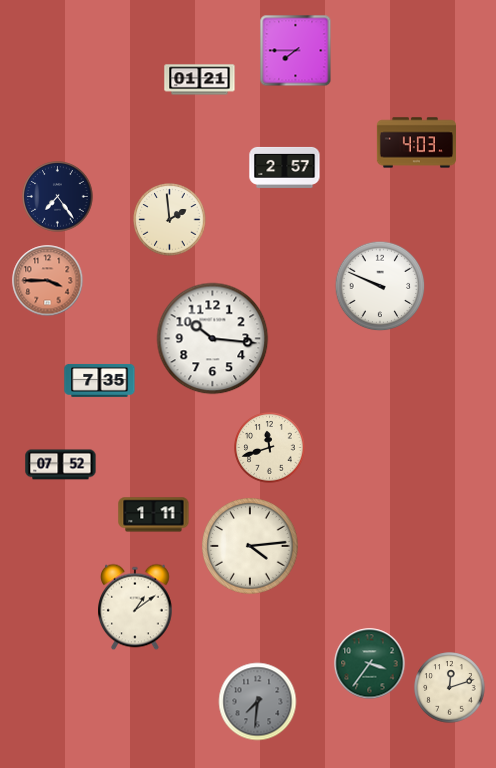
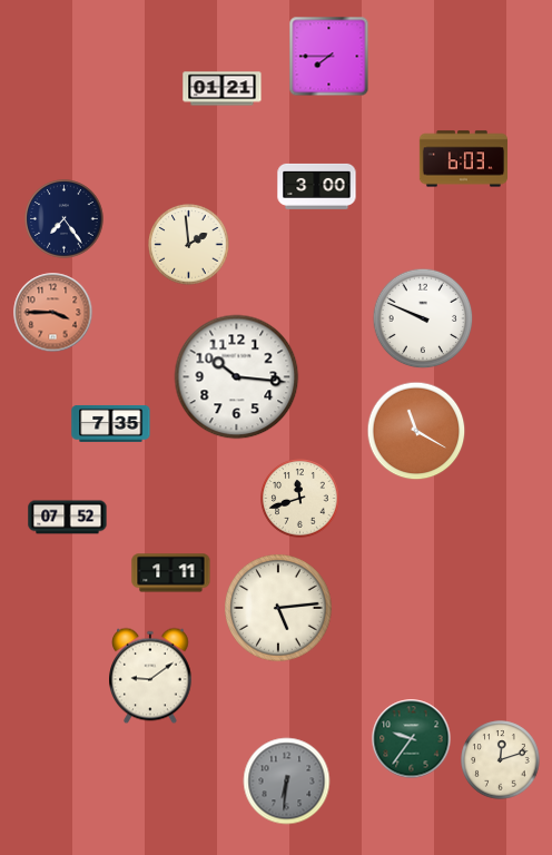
clock at (416, 143): 4:03 -> 6:03
clock at (285, 167): 2:57 -> 3:00
clock at (416, 431): none -> 11:20
clock at (251, 547): 4:14 -> 5:14
clock at (136, 607): 1:09 -> 9:09
clock at (370, 664): 3:36 -> 9:36
clock at (450, 688) position: (450, 688) -> (501, 760)
clock at (258, 702): 7:31 -> 6:31
